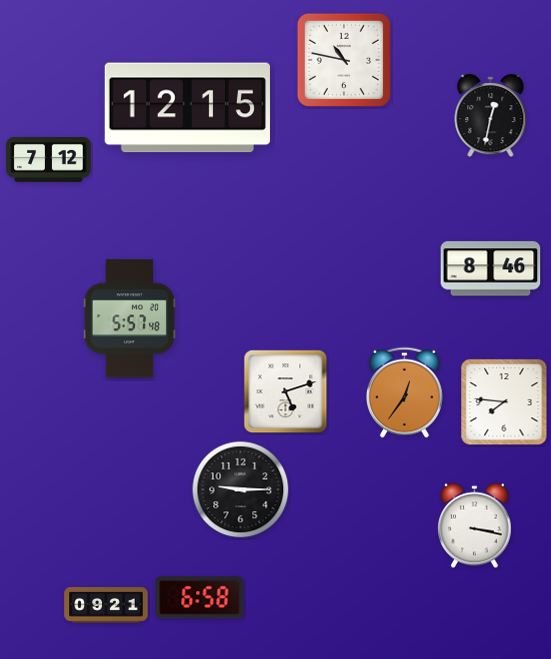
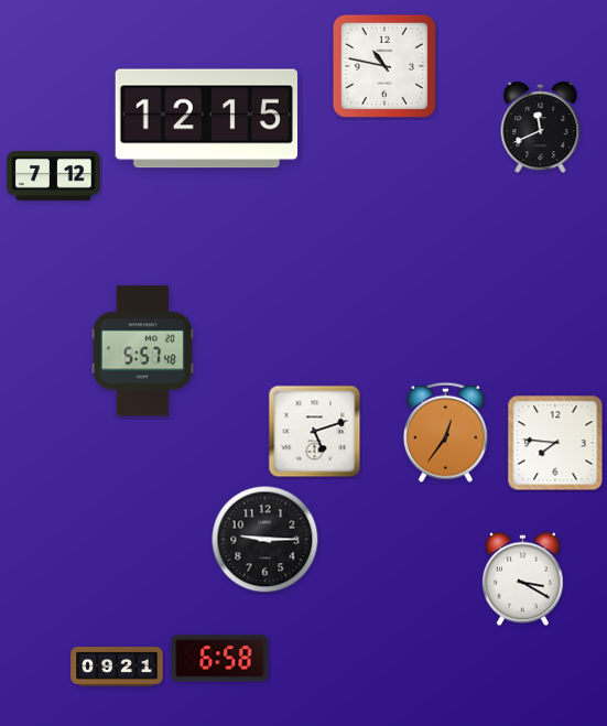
clock at (344, 60) position: (344, 60) -> (384, 66)
clock at (491, 116): 12:32 -> 11:41
clock at (491, 269): 8:46 -> none
clock at (475, 526): 3:17 -> 3:20
